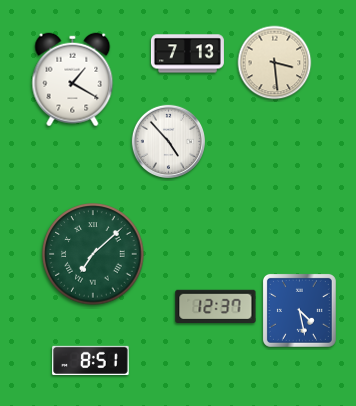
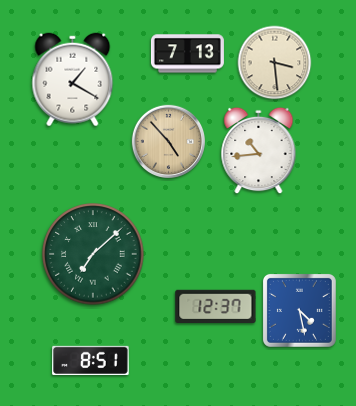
clock at (168, 141) dial: white -> champagne
clock at (259, 151): none -> 10:44
